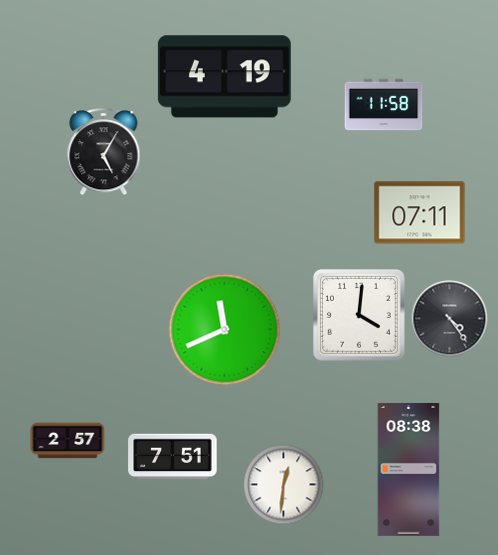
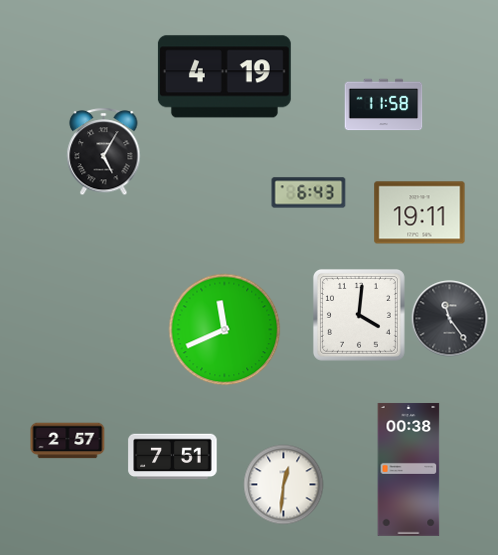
clock at (309, 193): none -> 6:43
clock at (420, 213): 07:11 -> 19:11
clock at (450, 319): 4:24 -> 11:24
clock at (409, 469): 08:38 -> 00:38
